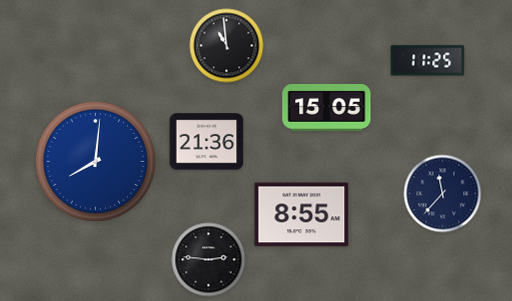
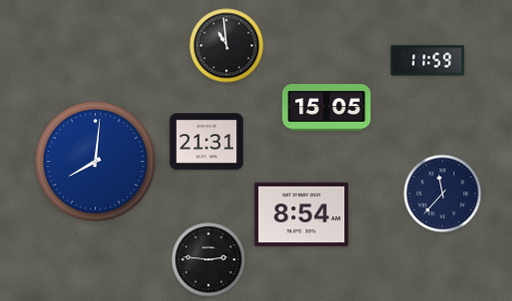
clock at (428, 61): 11:25 -> 11:59
clock at (207, 142): 21:36 -> 21:31
clock at (302, 215): 8:55 -> 8:54
